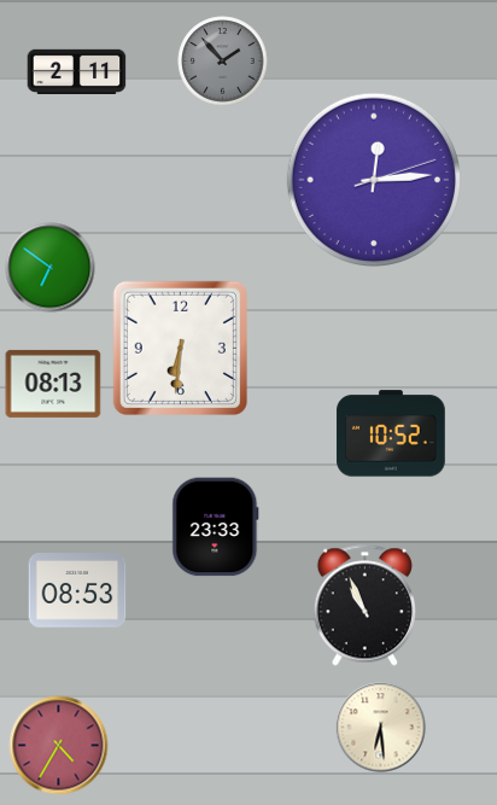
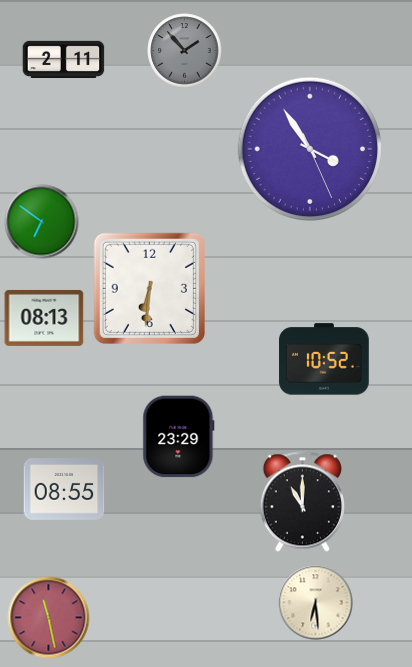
clock at (373, 179): 12:14 -> 3:54
clock at (216, 527): 23:33 -> 23:29
clock at (77, 591): 08:53 -> 08:55
clock at (364, 606): 10:56 -> 11:00
clock at (59, 746): 4:35 -> 11:28
